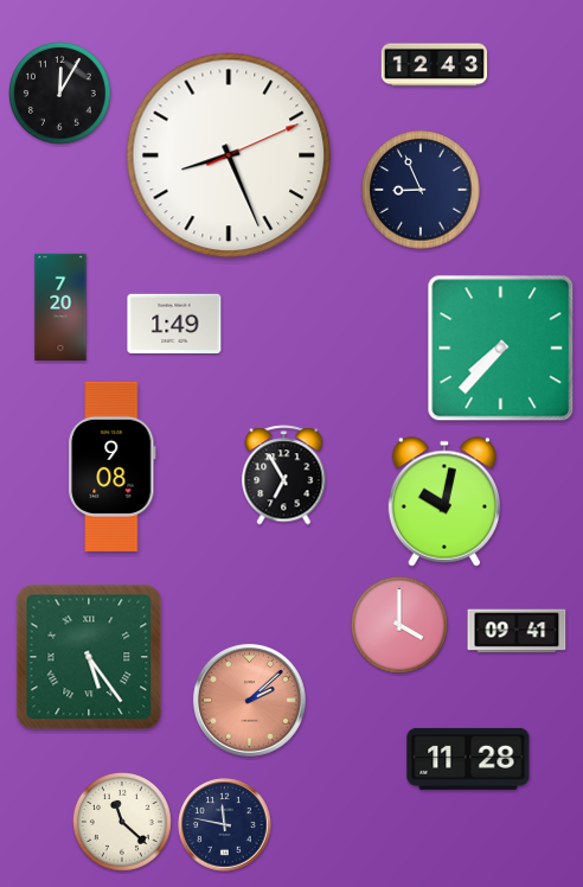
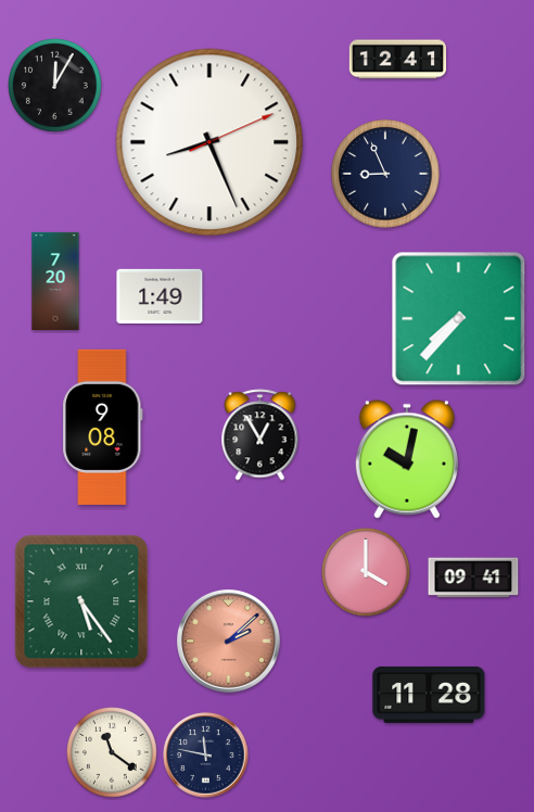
clock at (434, 65): 12:43 -> 12:41
clock at (284, 476): 6:55 -> 12:55
clock at (123, 823): 11:22 -> 11:21
